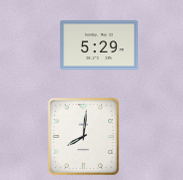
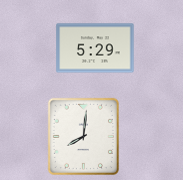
clock at (99, 45) position: (99, 45) -> (95, 48)
